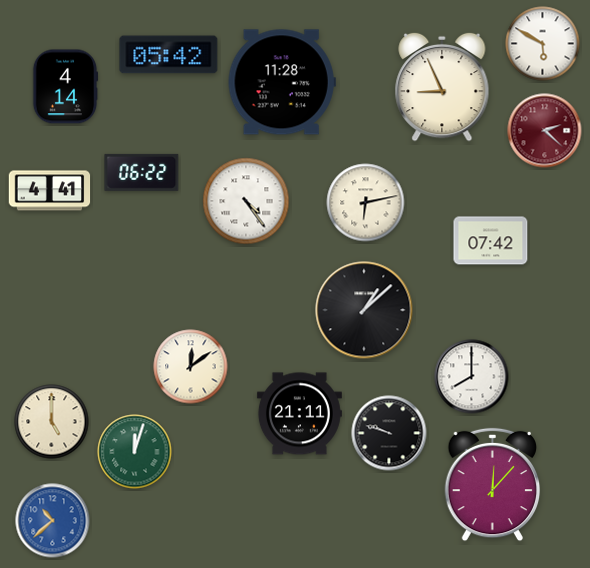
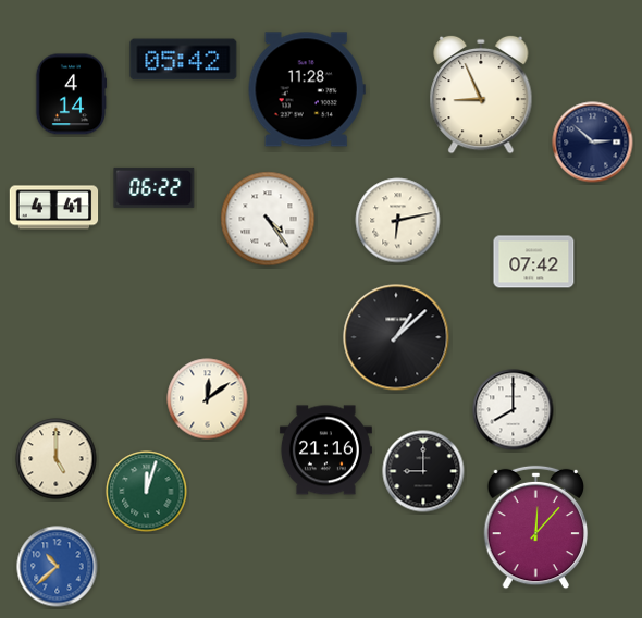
clock at (543, 44): 5:50 -> none
clock at (545, 131): 2:22 -> 2:52
clock at (545, 131) dial: burgundy -> navy
clock at (299, 414): 21:11 -> 21:16
clock at (389, 433): 9:48 -> 9:00
